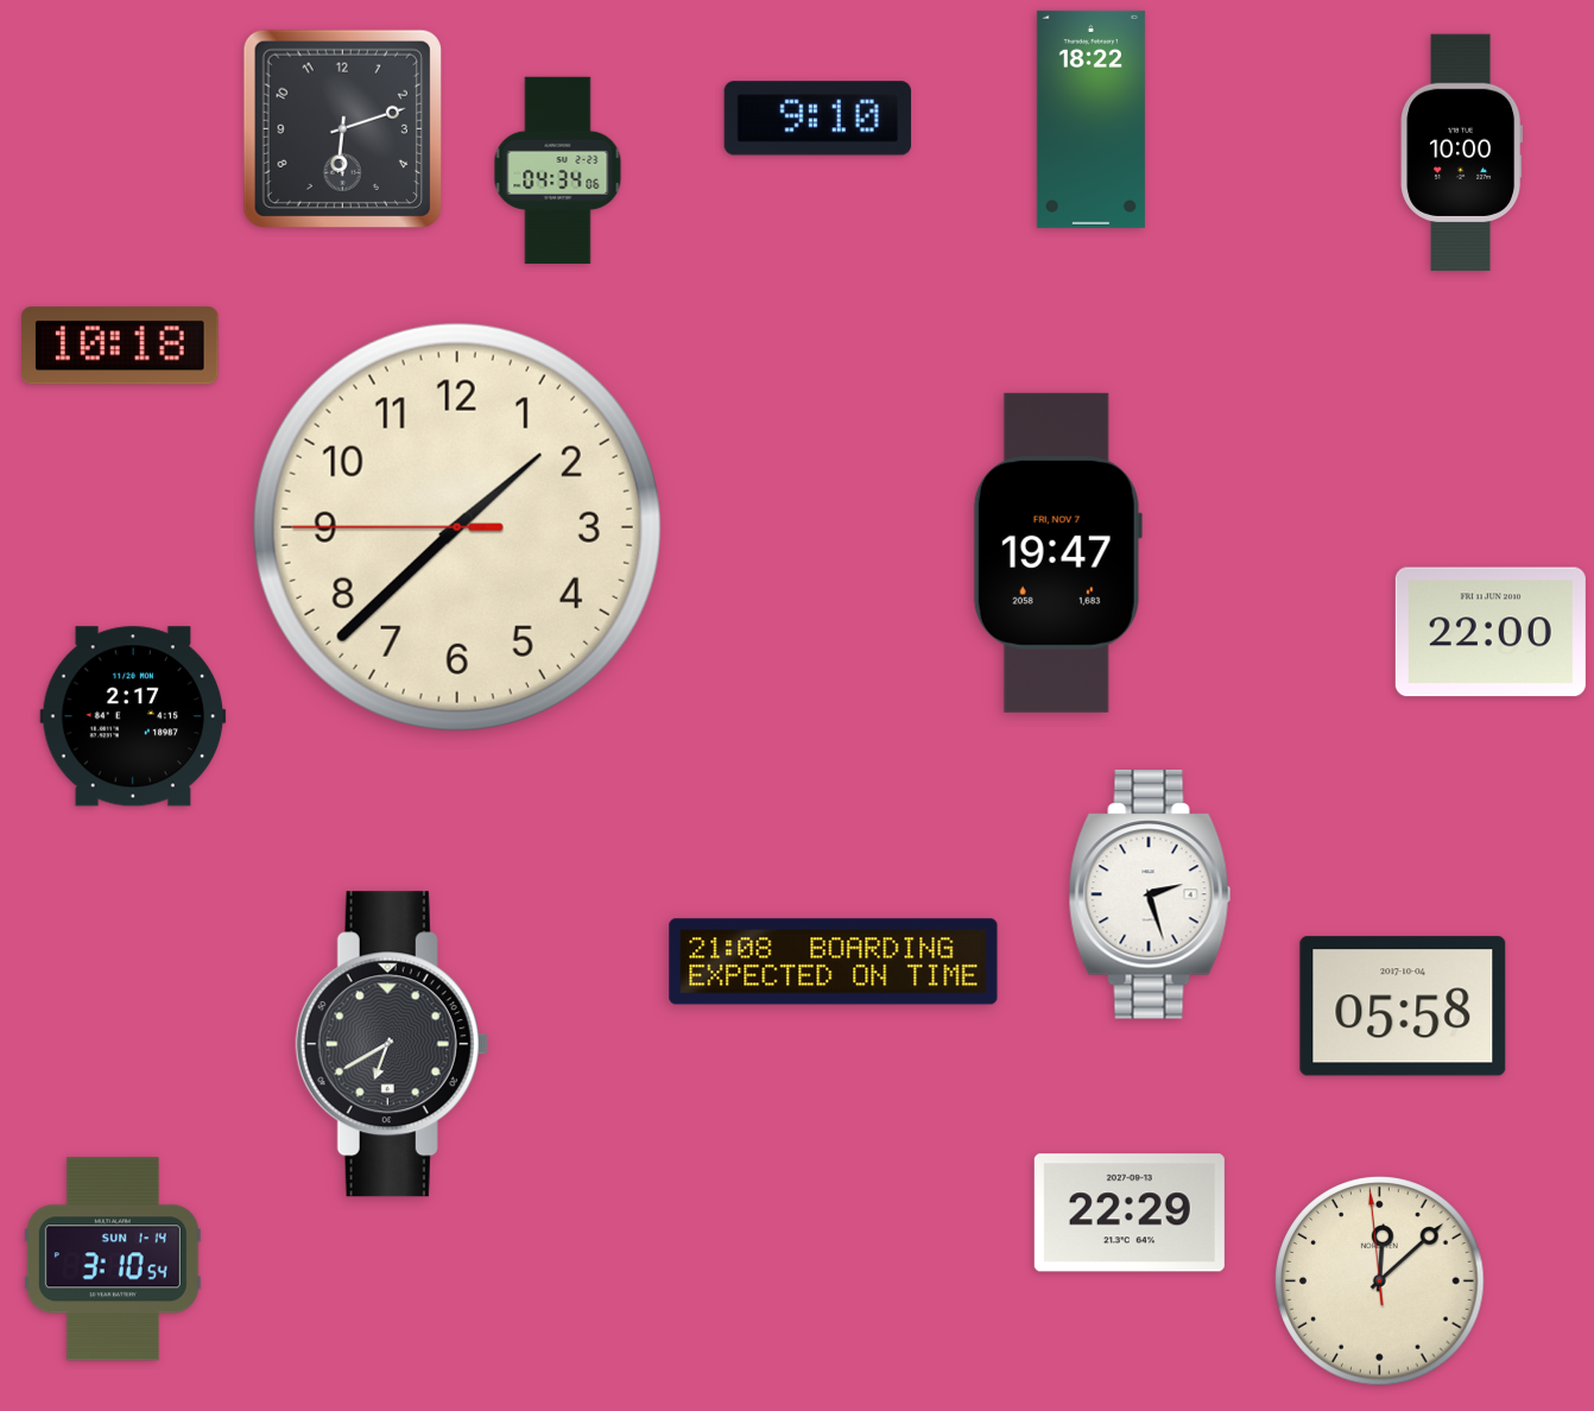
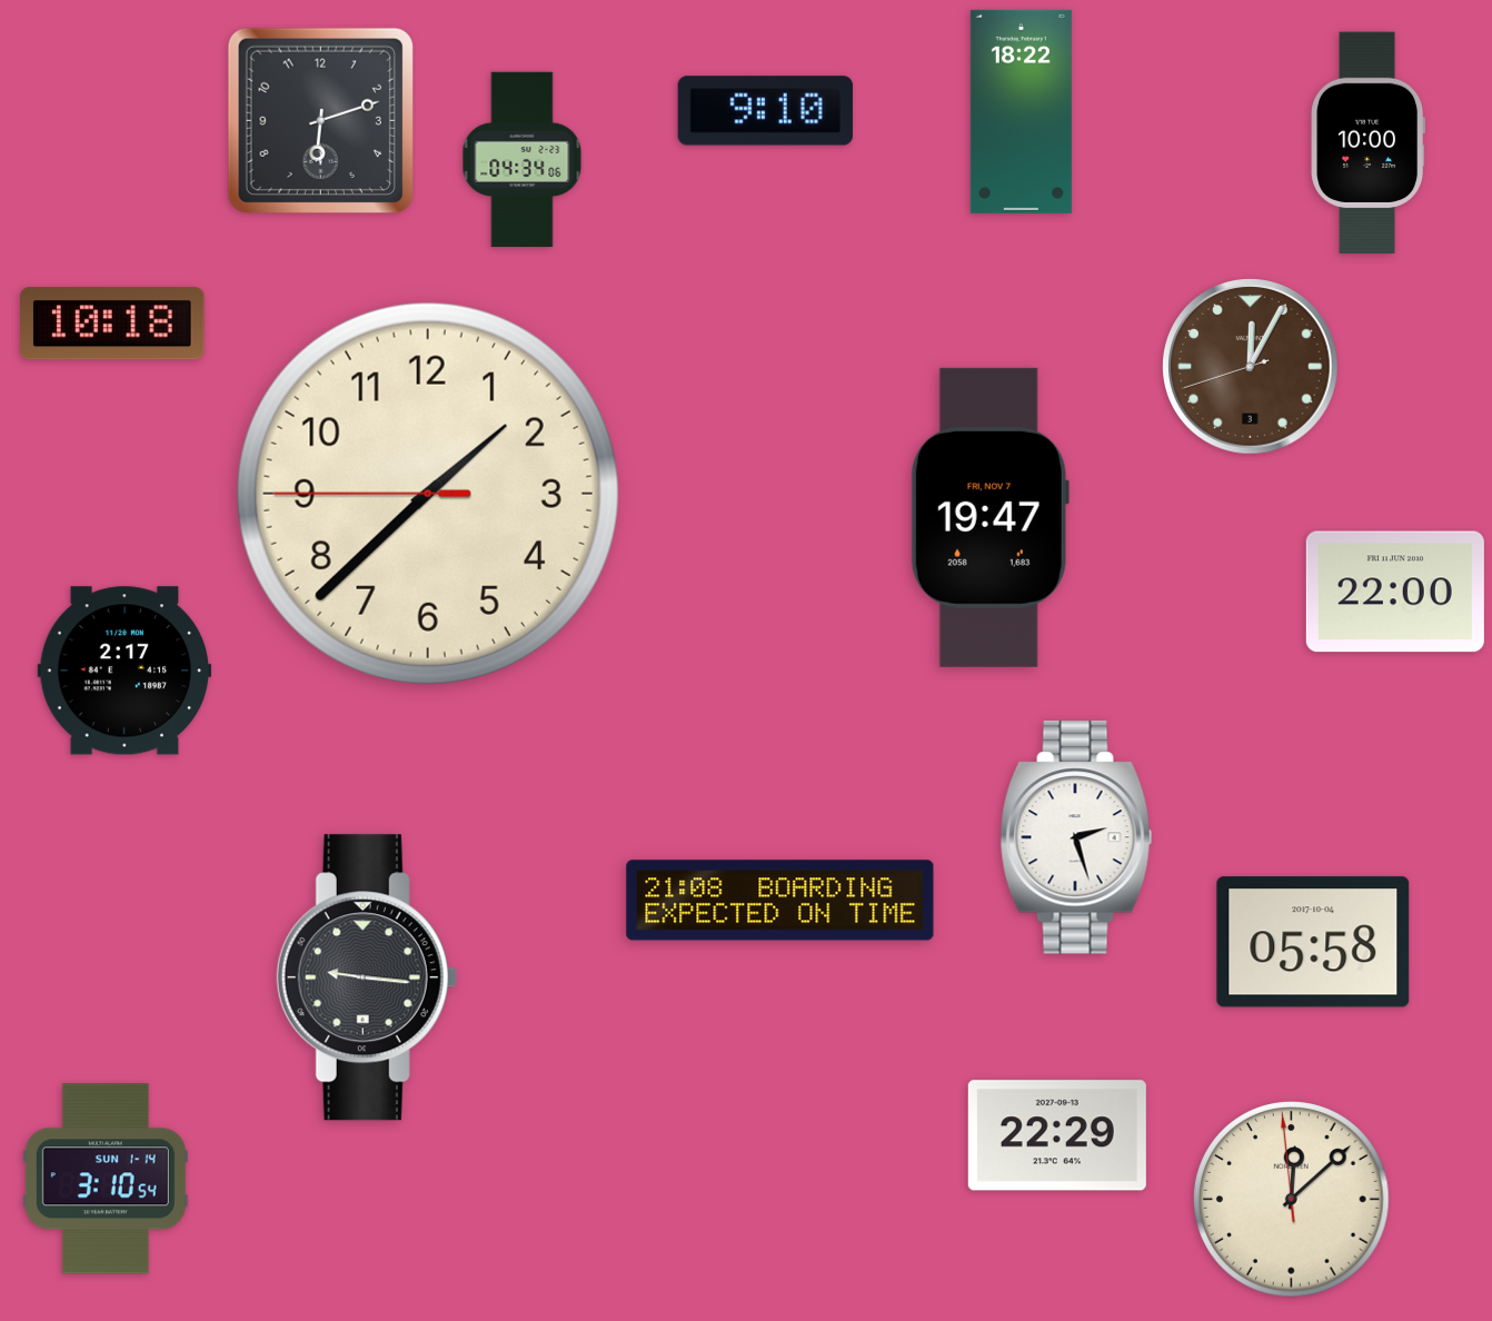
clock at (1251, 367): none -> 12:04
clock at (392, 1044): 6:40 -> 9:16
